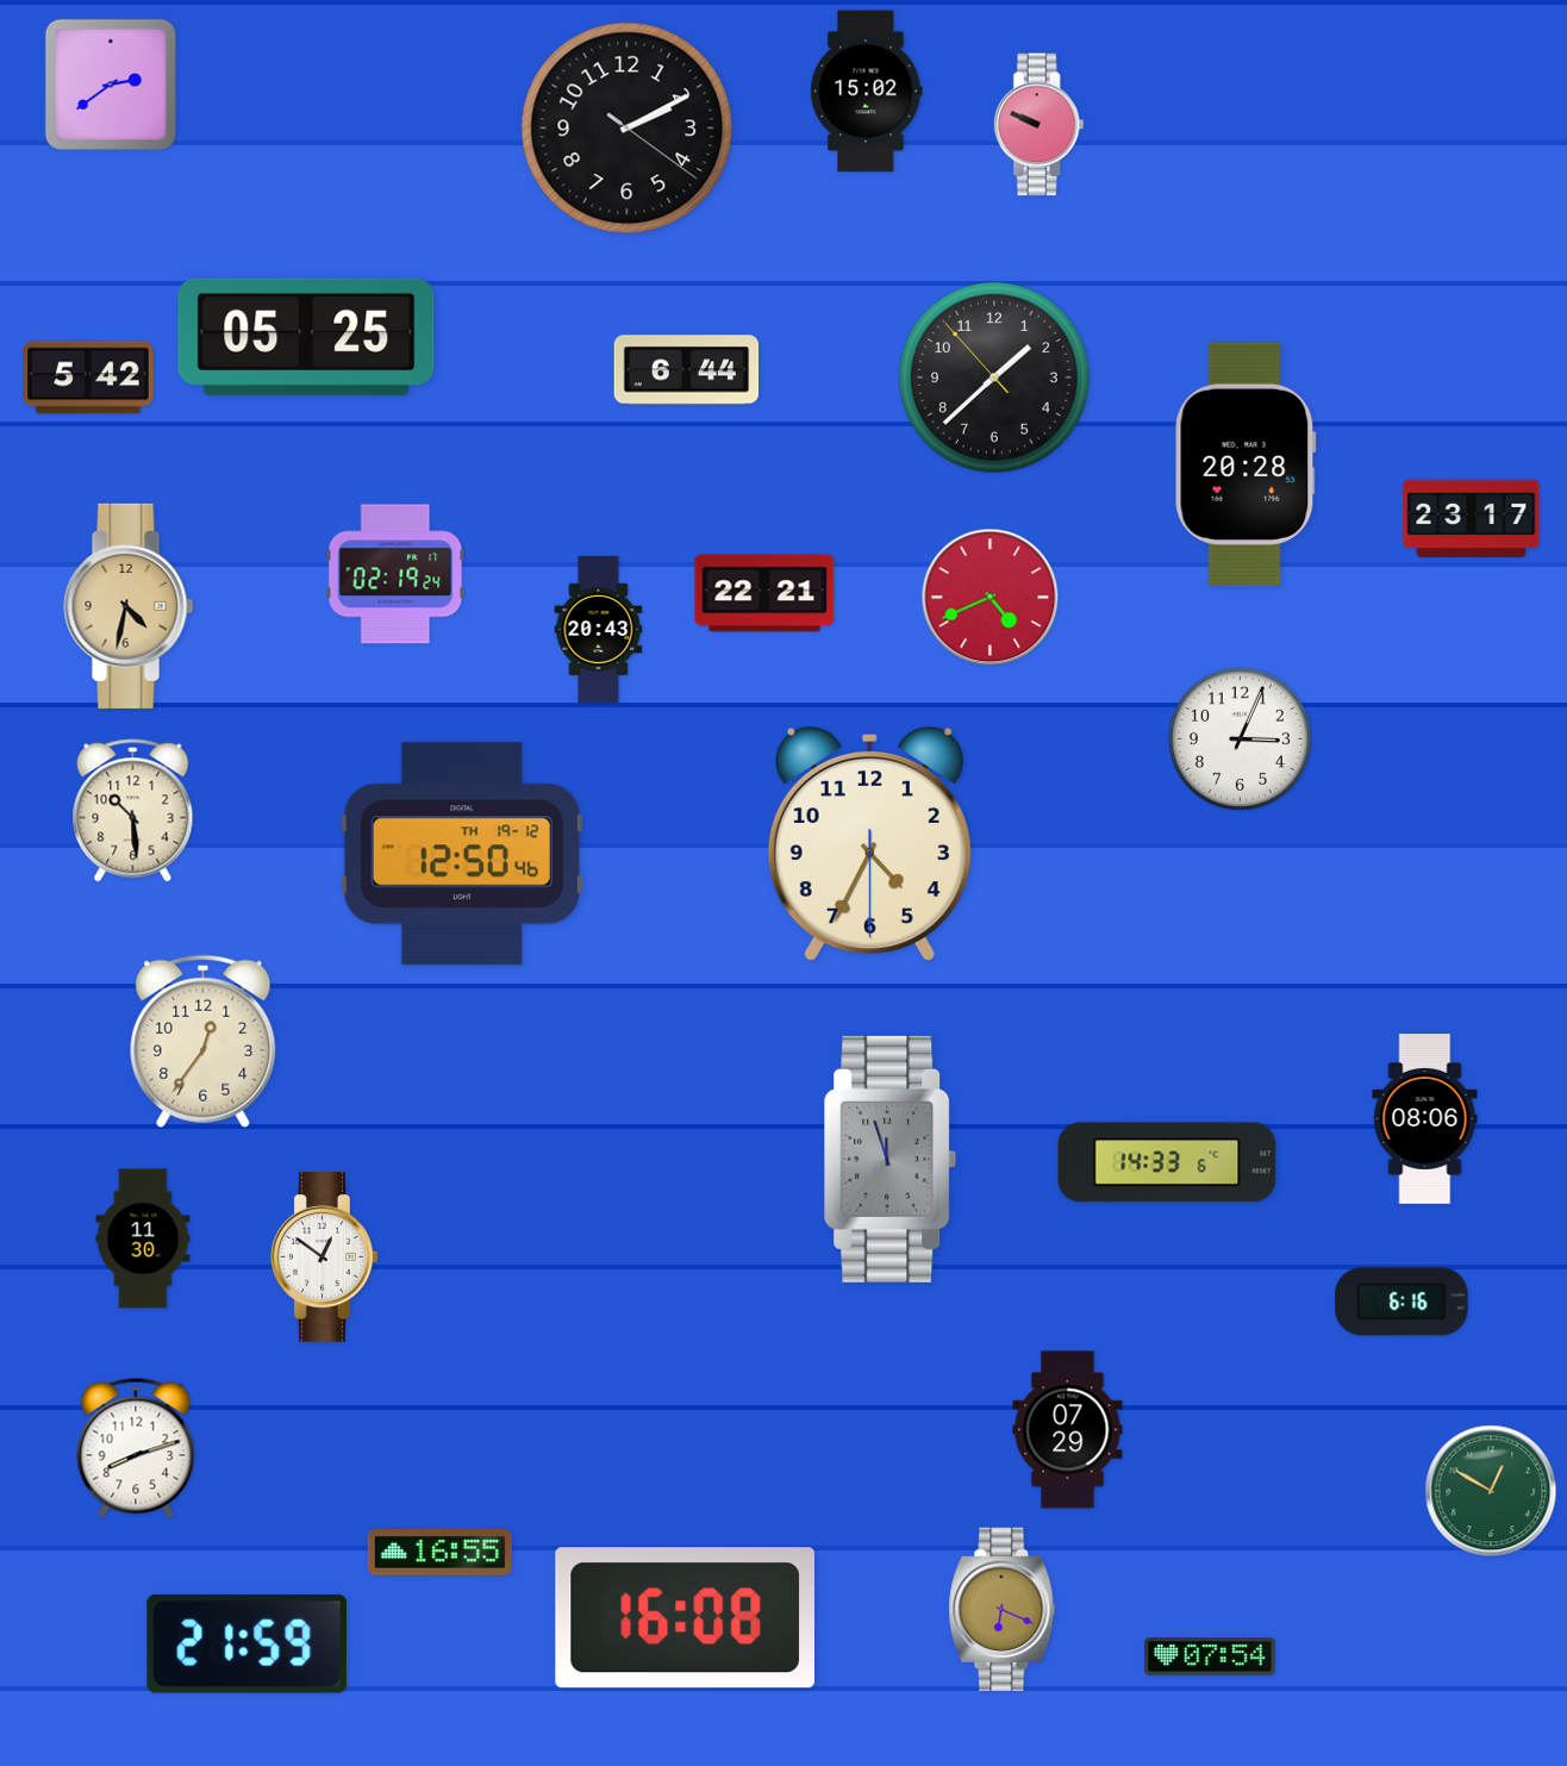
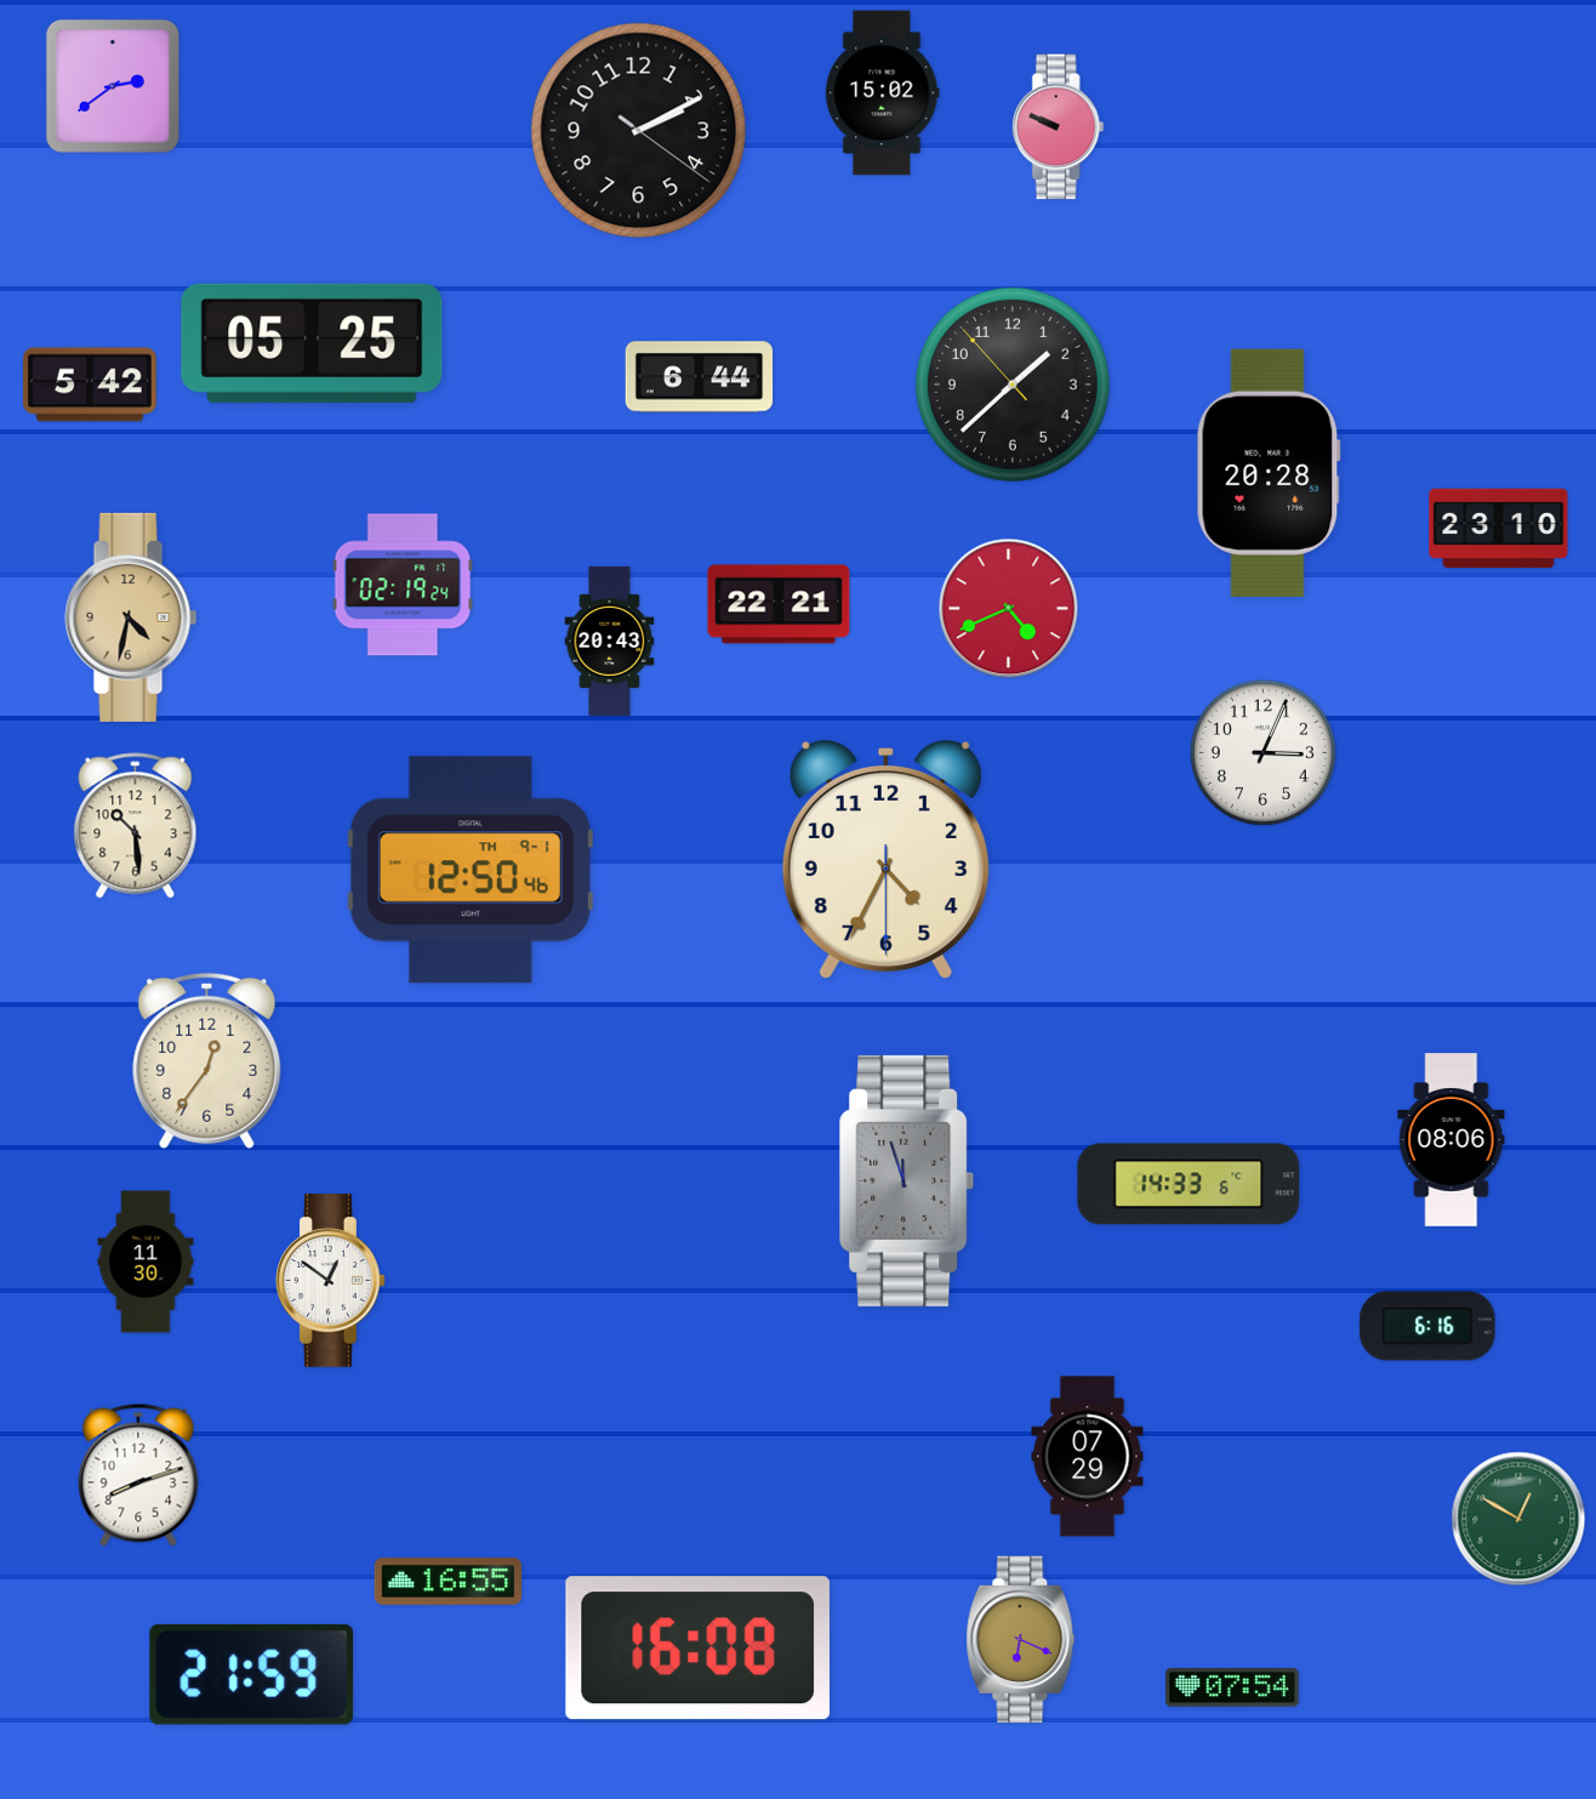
clock at (1472, 519): 23:17 -> 23:10
clock at (462, 854) date: TH 19-12 -> TH 9-1
